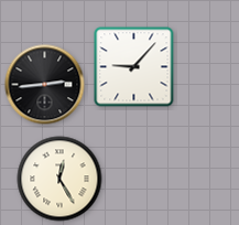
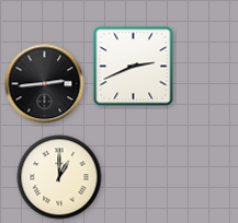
clock at (134, 67): 9:07 -> 2:41
clock at (59, 179): 12:25 -> 1:00
